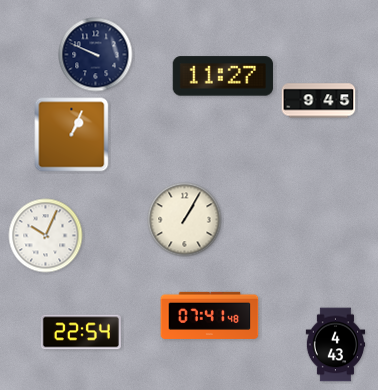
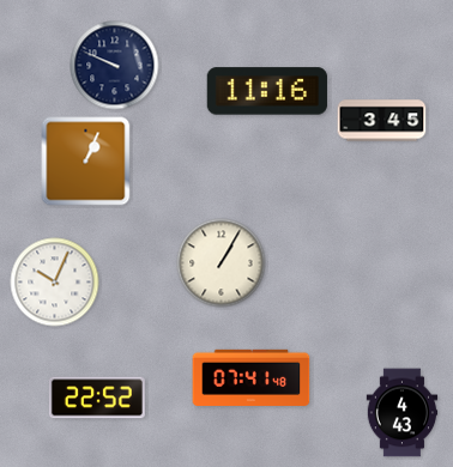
clock at (223, 76): 11:27 -> 11:16
clock at (319, 101): 9:45 -> 3:45
clock at (81, 332): 22:54 -> 22:52
